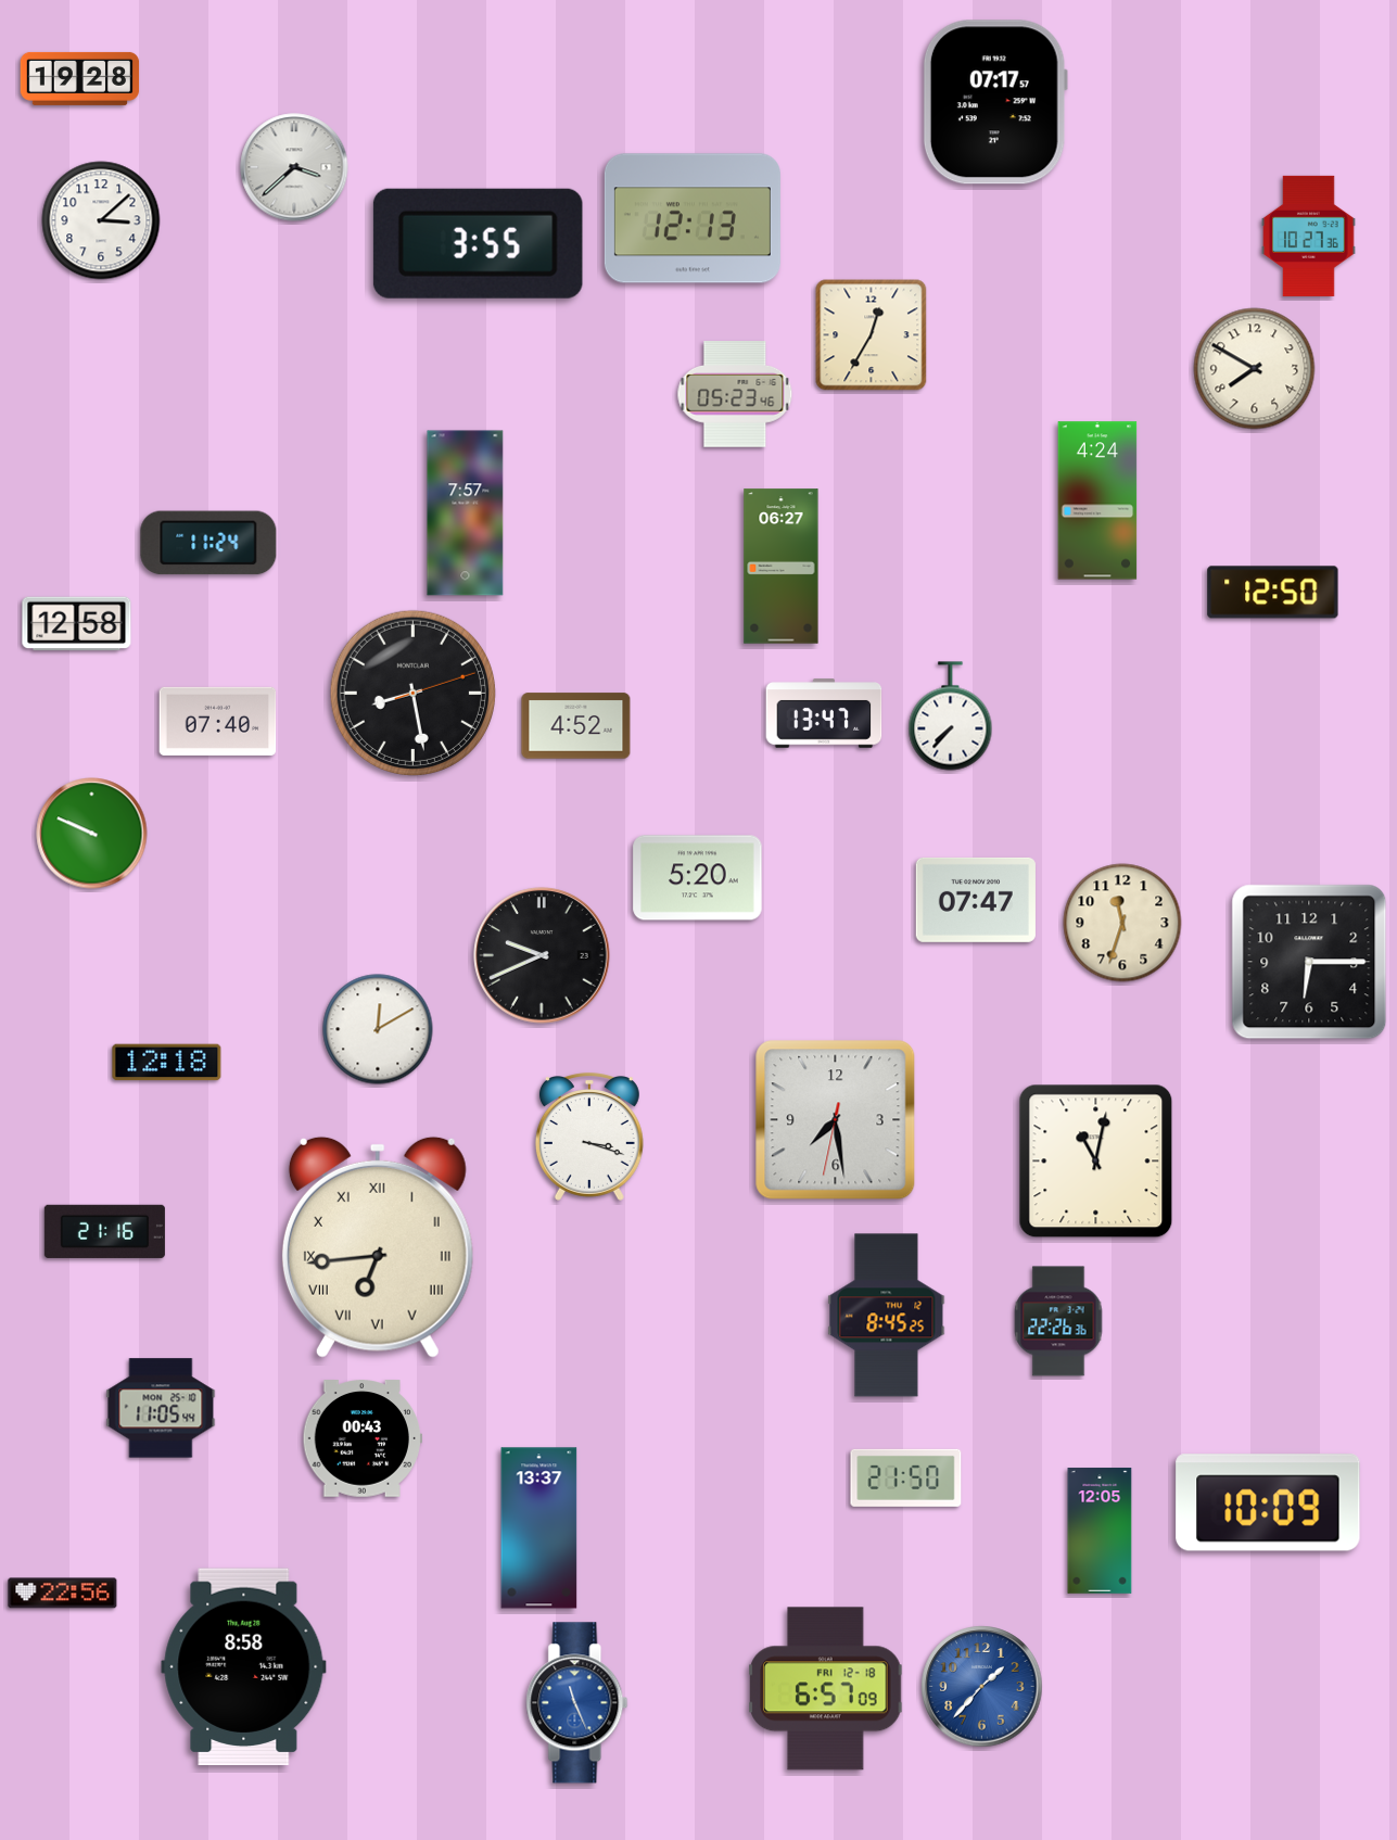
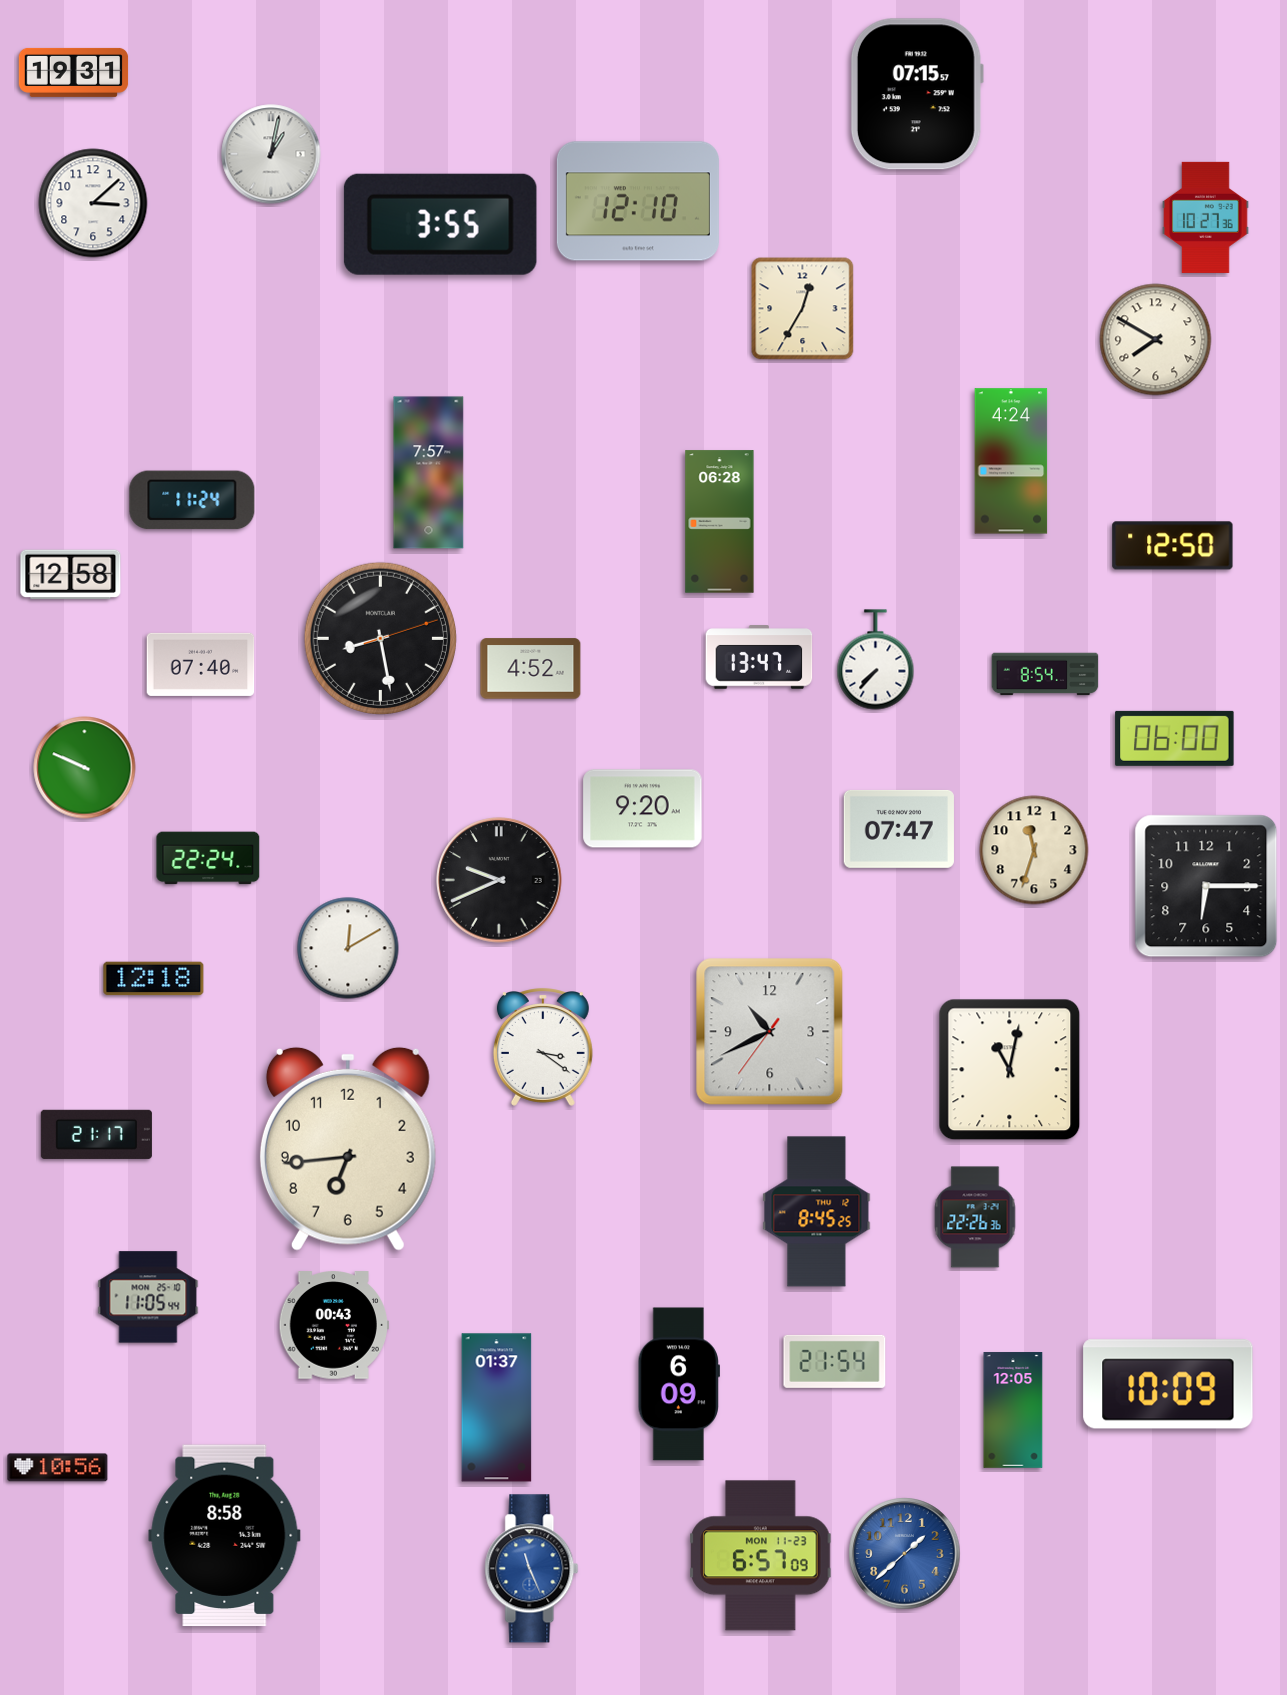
clock at (80, 78): 19:28 -> 19:31
clock at (995, 102): 07:17 -> 07:15
clock at (294, 167): 3:38 -> 1:02
clock at (693, 218): 12:13 -> 12:10
clock at (735, 394): 05:23 -> none
clock at (782, 567): 06:27 -> 06:28
clock at (1045, 674): none -> 8:54
clock at (1175, 738): none -> 06:00
clock at (698, 878): 5:20 -> 9:20
clock at (208, 858): none -> 22:24
clock at (836, 1120): 7:28 -> 10:40
clock at (589, 1137): 3:18 -> 3:21
clock at (104, 1231): 21:16 -> 21:17
clock at (378, 1247) numerals: Roman -> Arabic
clock at (906, 1477): 21:50 -> 21:54
clock at (678, 1384): none -> 6:09
clock at (539, 1528): 13:37 -> 01:37
clock at (63, 1594): 22:56 -> 10:56
clock at (982, 1687): 1:37 -> 1:38
clock at (826, 1689) date: FRI 12-18 -> MON 11-23
